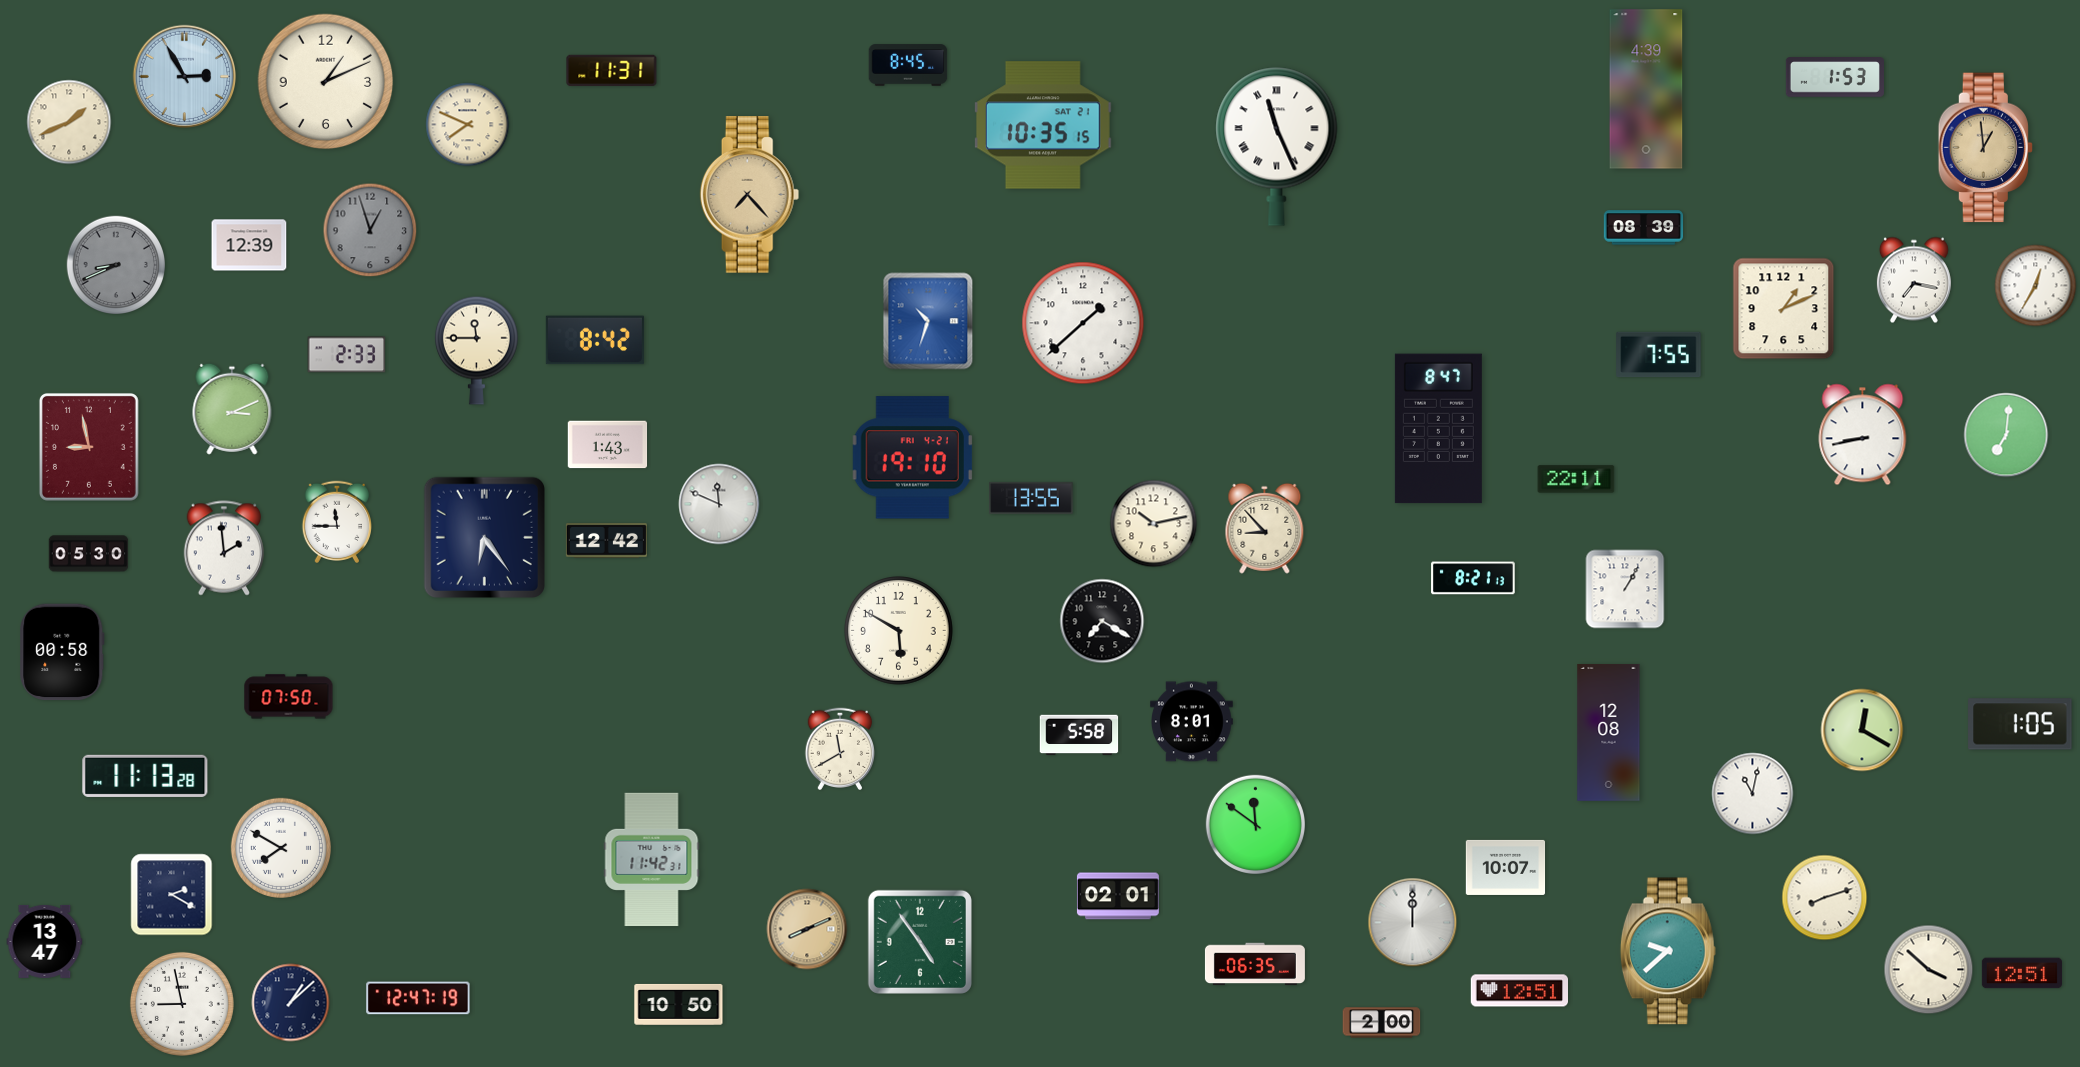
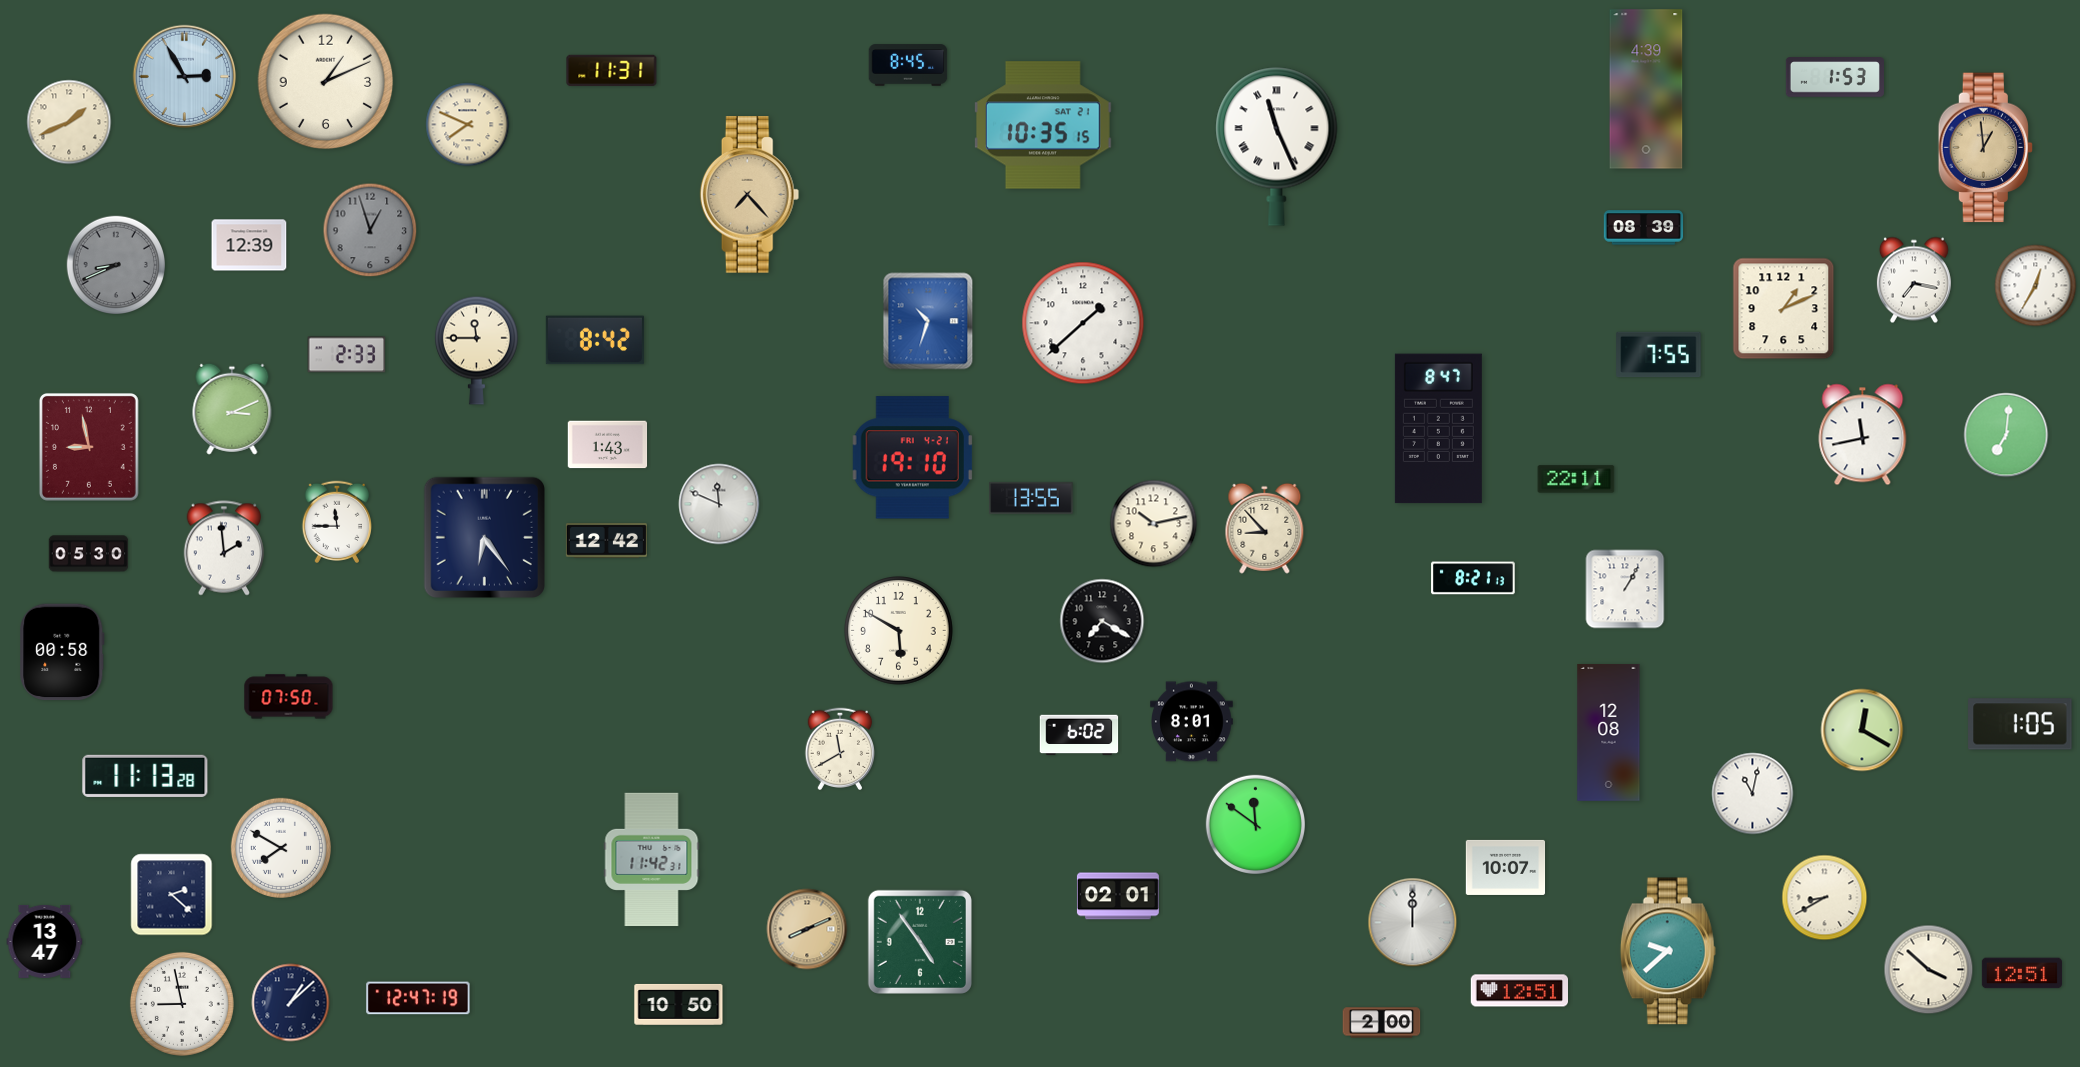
clock at (1863, 435): 8:43 -> 11:43
clock at (1079, 735): 5:58 -> 6:02
clock at (172, 895): 2:20 -> 2:22
clock at (1825, 898): 8:12 -> 8:40
clock at (1255, 964): 06:35 -> none
